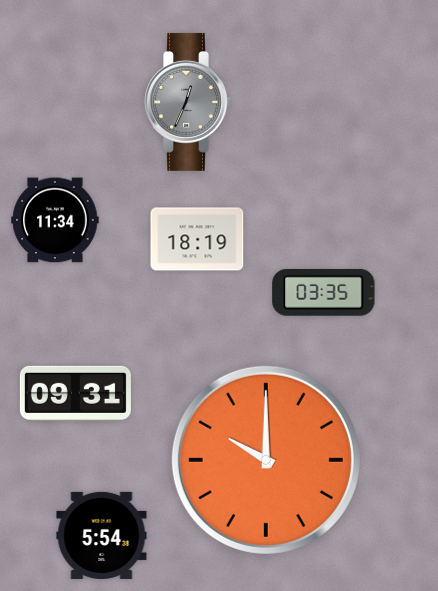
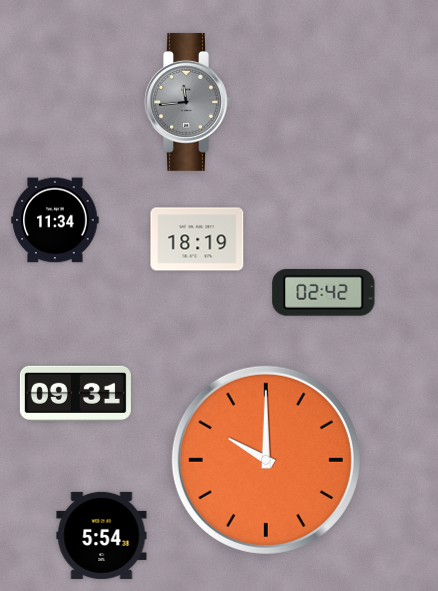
clock at (188, 102): 12:34 -> 11:44
clock at (324, 292): 03:35 -> 02:42
